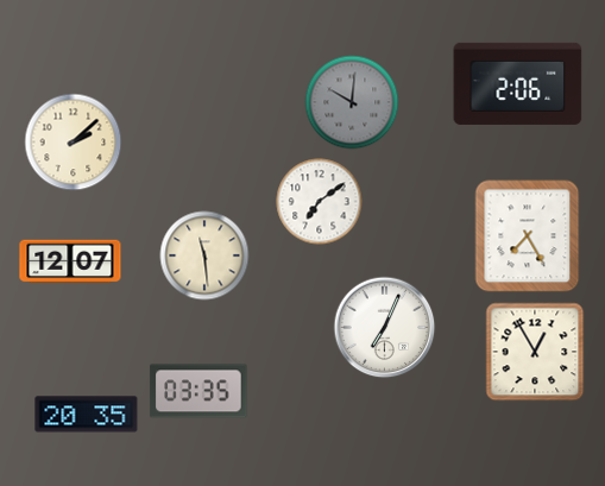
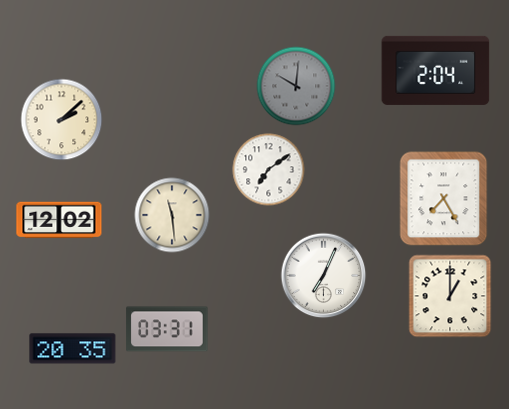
clock at (518, 83): 2:06 -> 2:04
clock at (70, 261): 12:07 -> 12:02
clock at (535, 352): 12:55 -> 1:00
clock at (198, 391): 03:35 -> 03:31
